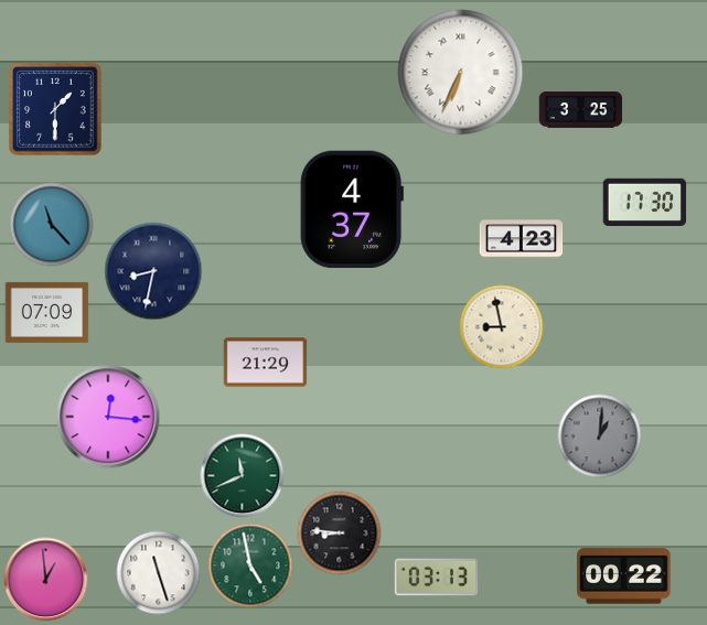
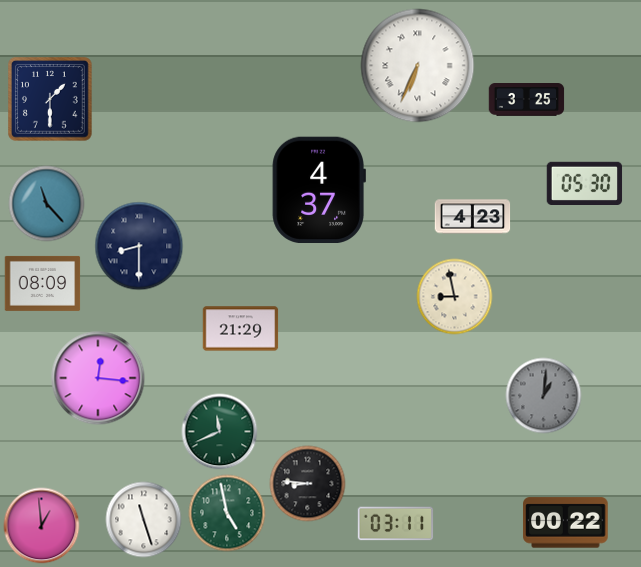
clock at (645, 202): 17:30 -> 05:30
clock at (153, 271): 8:32 -> 8:30
clock at (47, 312): 07:09 -> 08:09
clock at (437, 578): 03:13 -> 03:11
